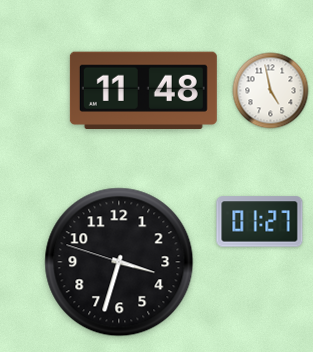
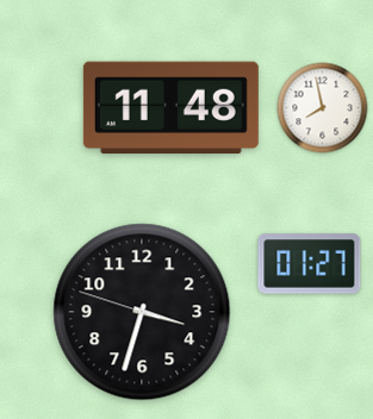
clock at (271, 91): 4:58 -> 7:58
